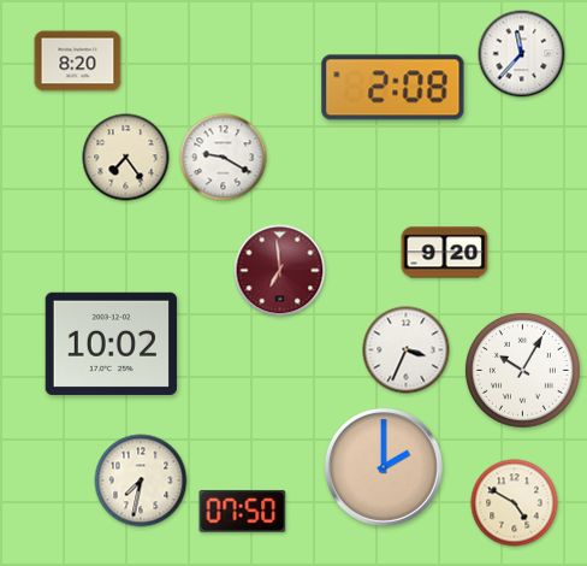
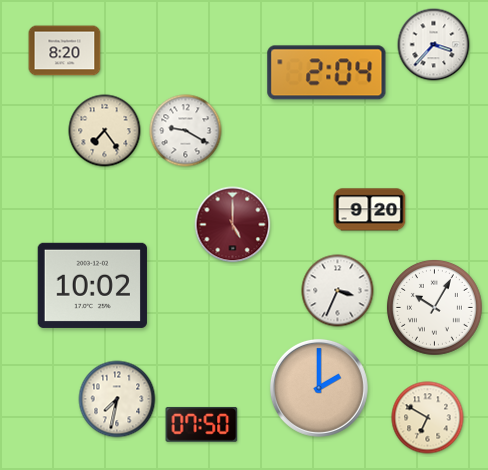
clock at (522, 54): 11:37 -> 3:37
clock at (393, 88): 2:08 -> 2:04
clock at (280, 271): 6:59 -> 5:00
clock at (515, 503): 4:50 -> 6:50
